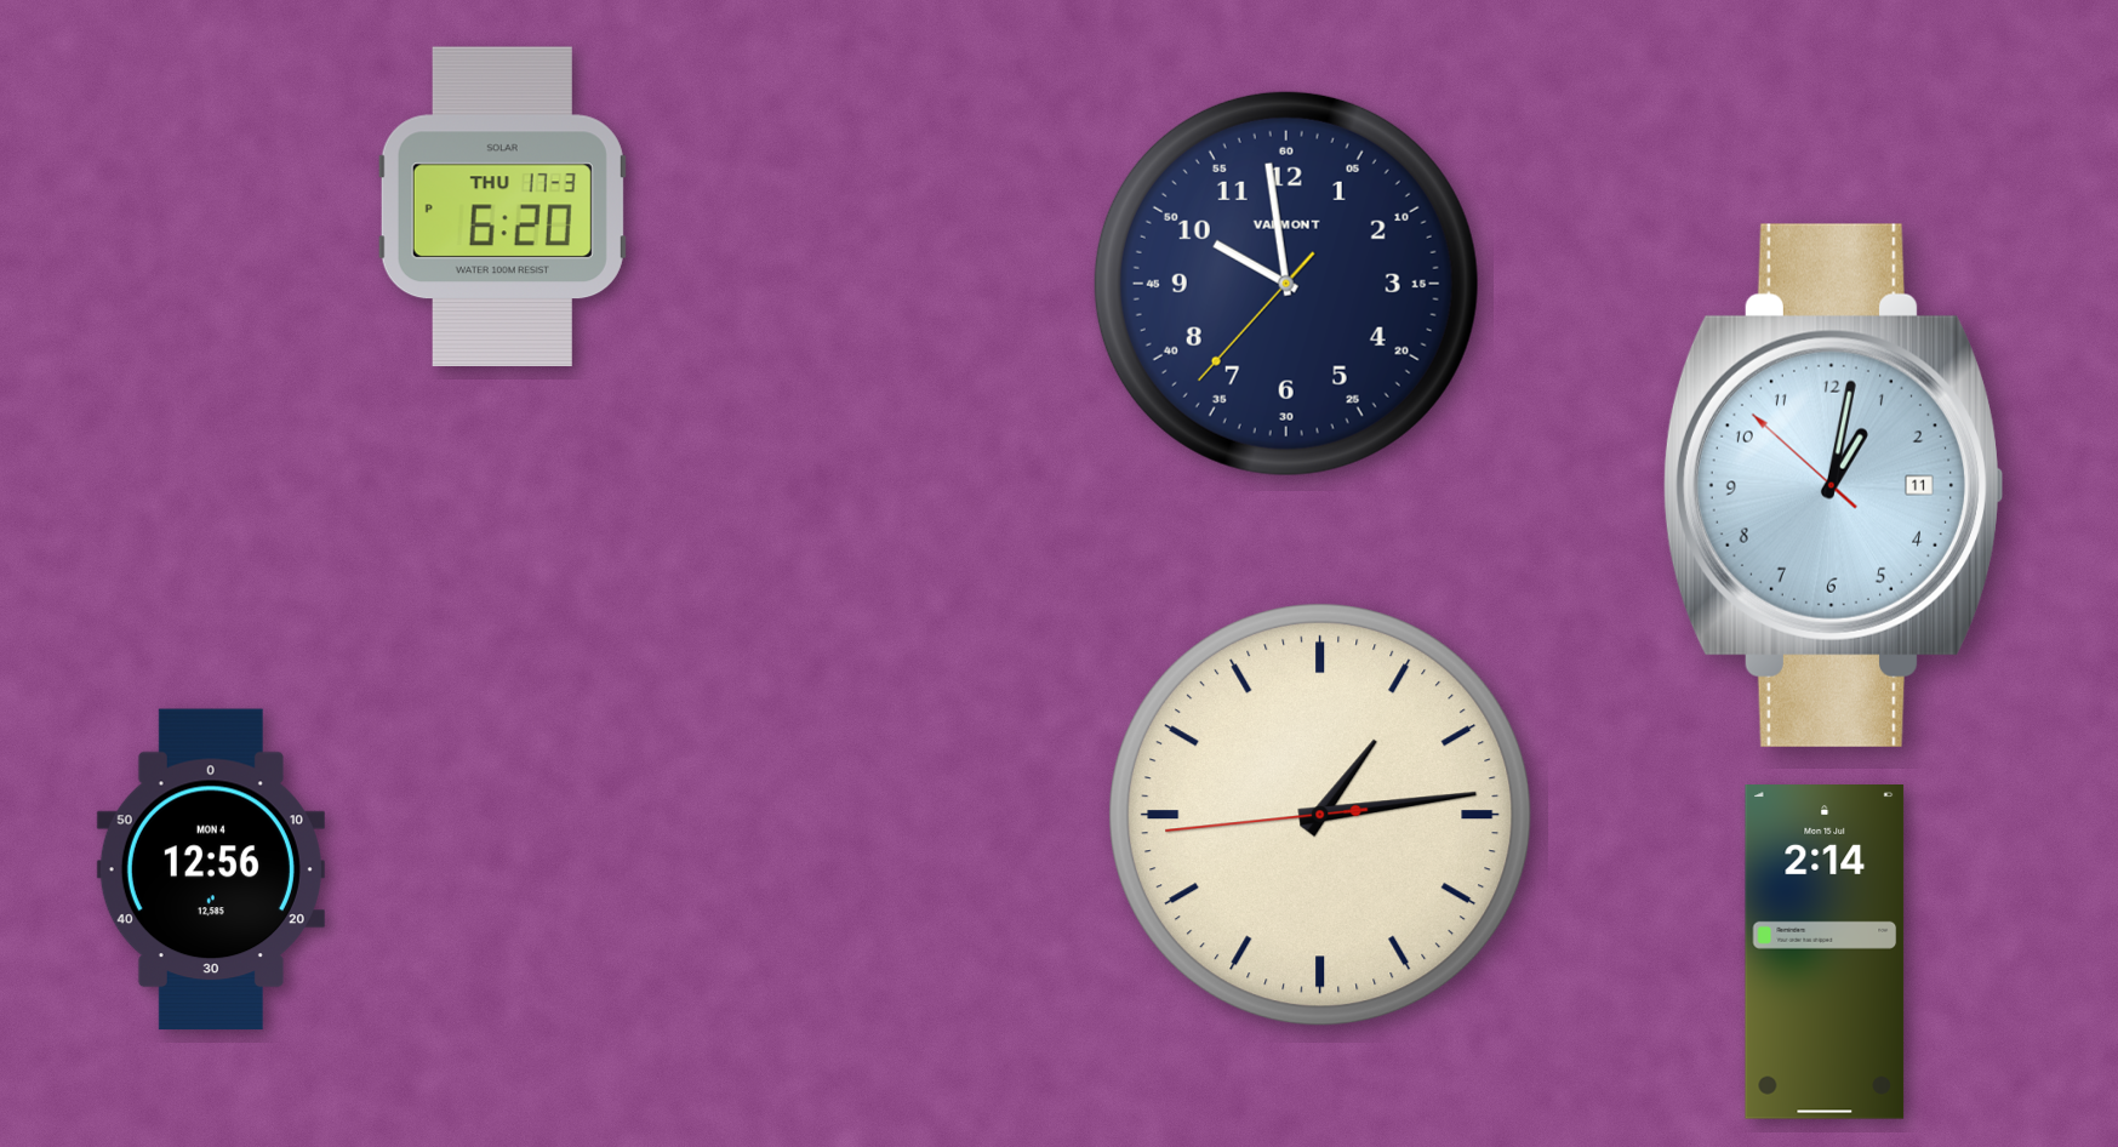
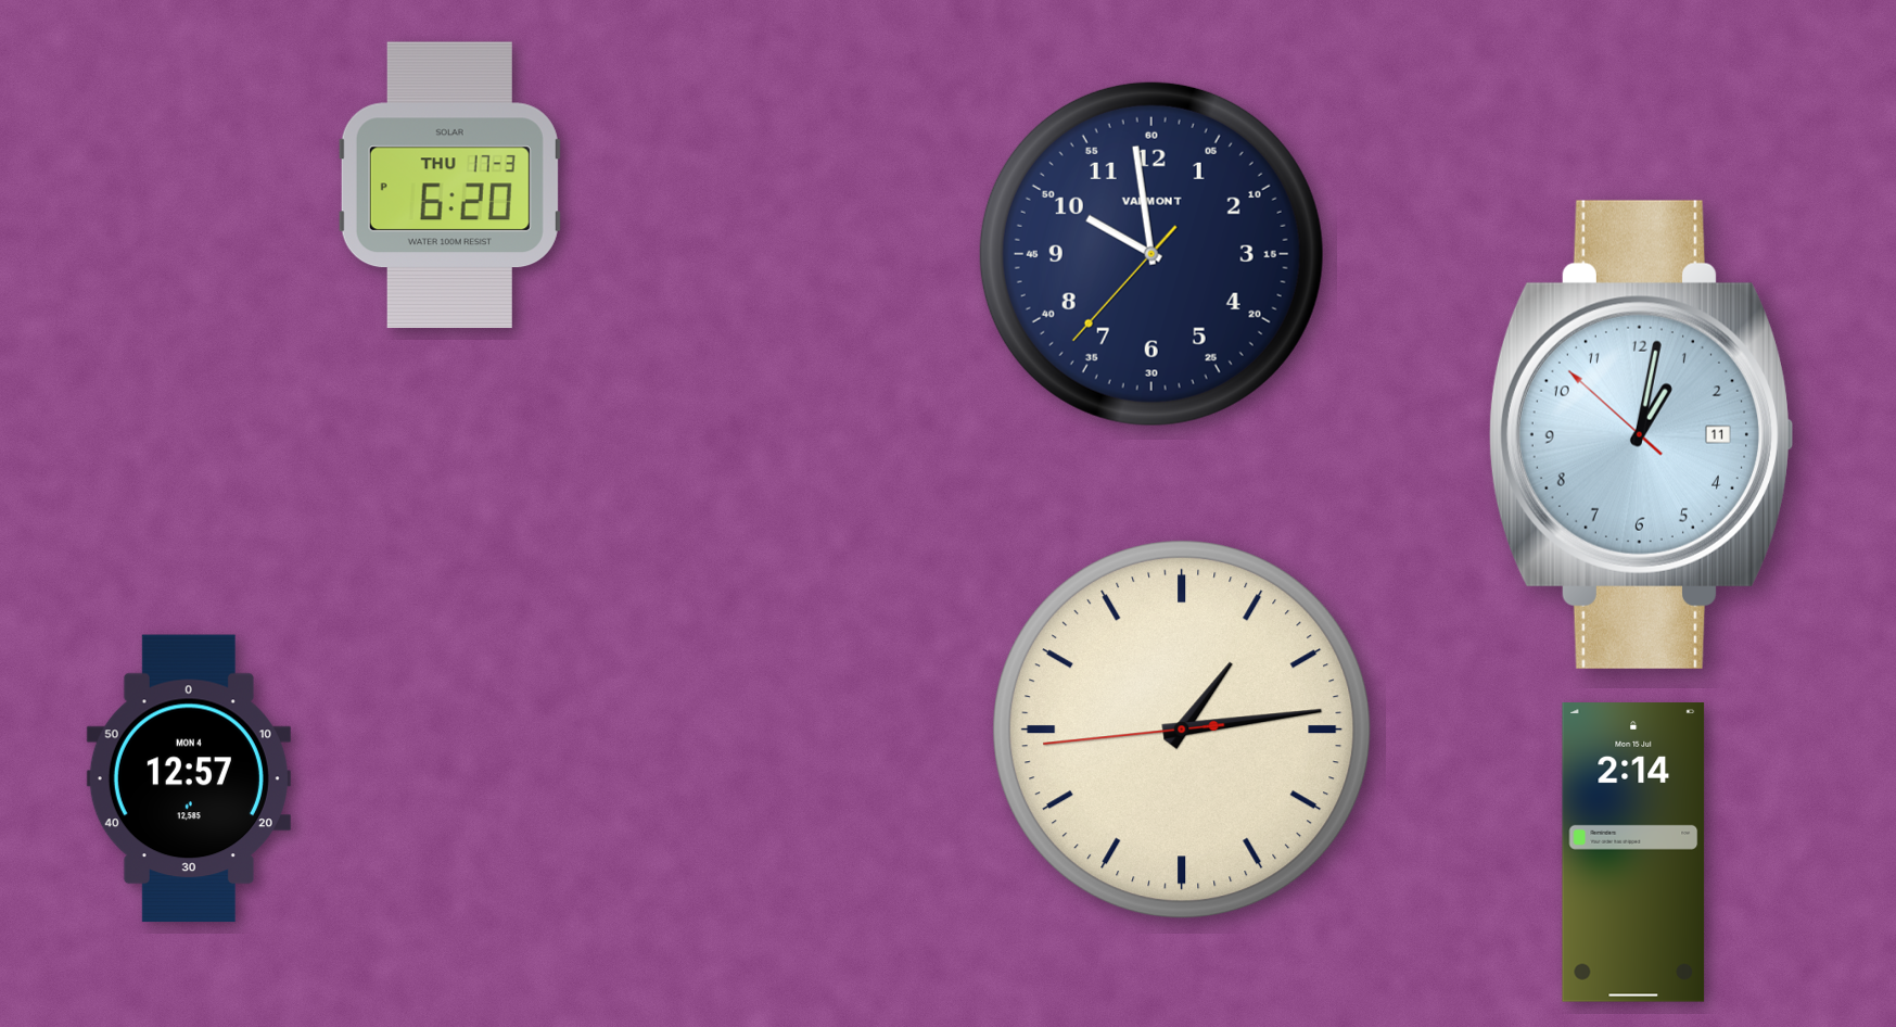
clock at (211, 869): 12:56 -> 12:57
